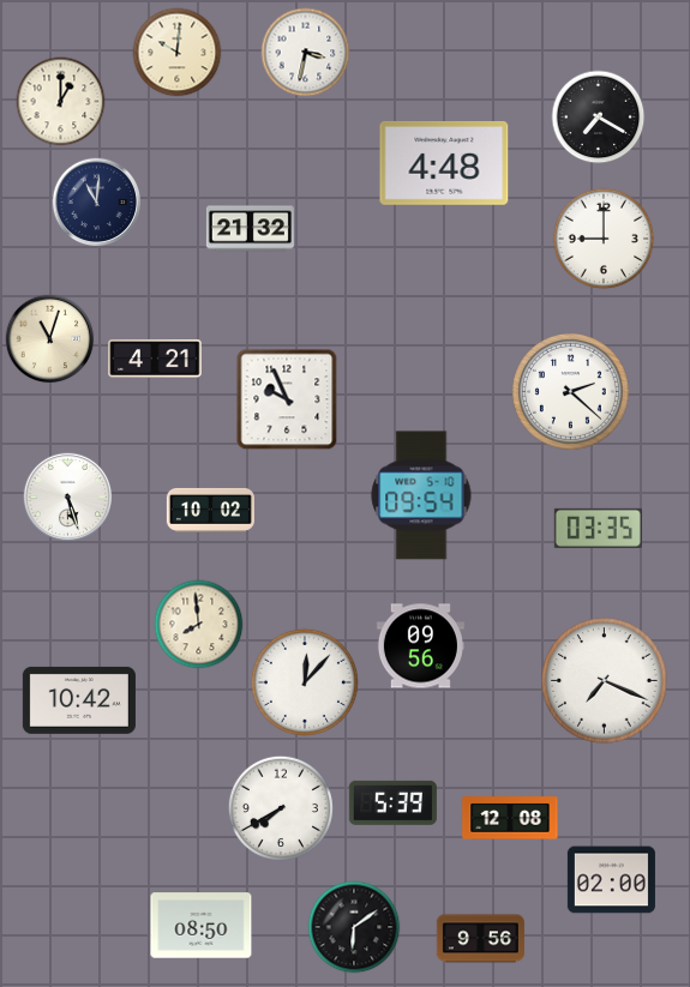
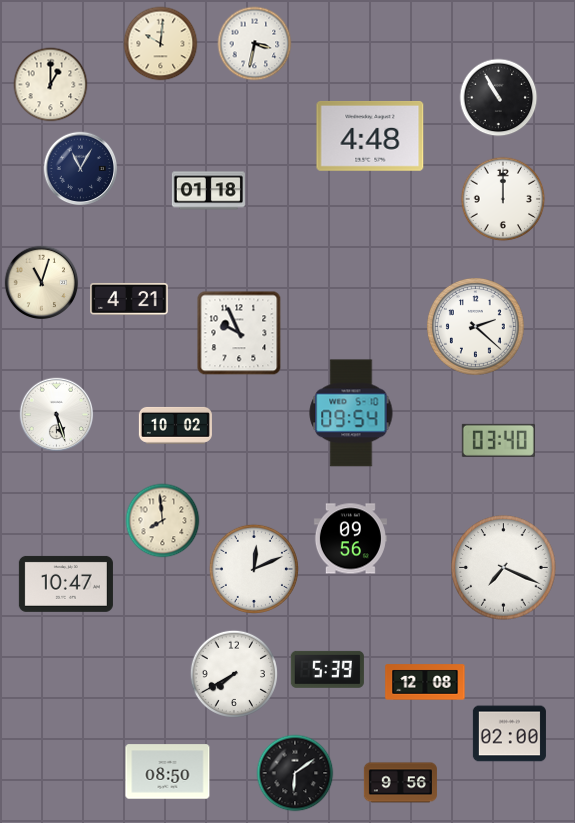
clock at (178, 53) position: (178, 53) -> (161, 44)
clock at (599, 118): 7:20 -> 10:55
clock at (97, 203): 11:01 -> 11:05
clock at (250, 229): 21:32 -> 01:18
clock at (604, 239): 9:00 -> 12:00
clock at (598, 528): 03:35 -> 03:40
clock at (199, 625) position: (199, 625) -> (163, 521)
clock at (305, 682): 12:07 -> 12:11
clock at (79, 700): 10:42 -> 10:47
